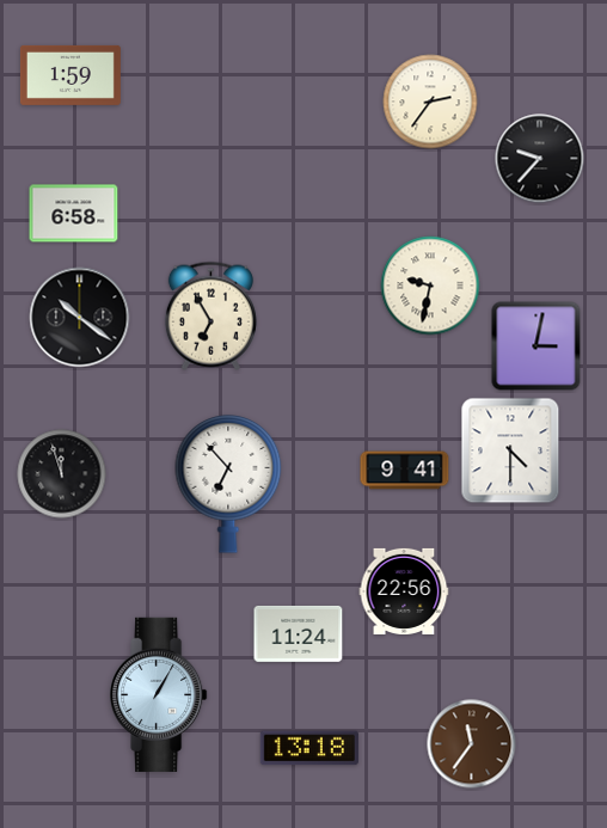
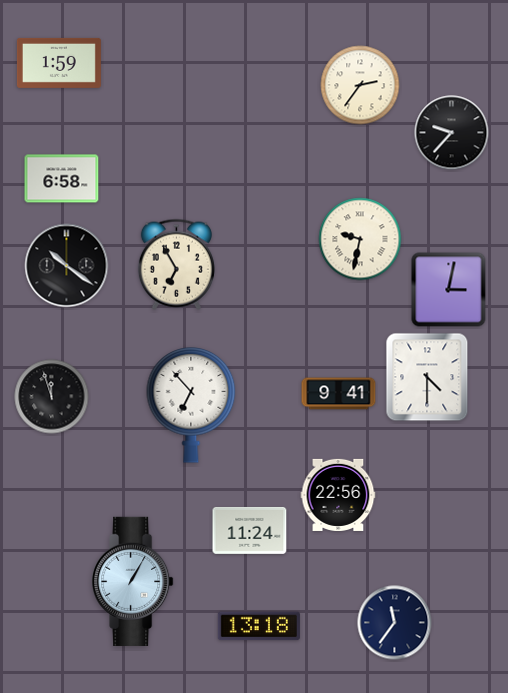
clock at (472, 744) dial: brown -> navy
